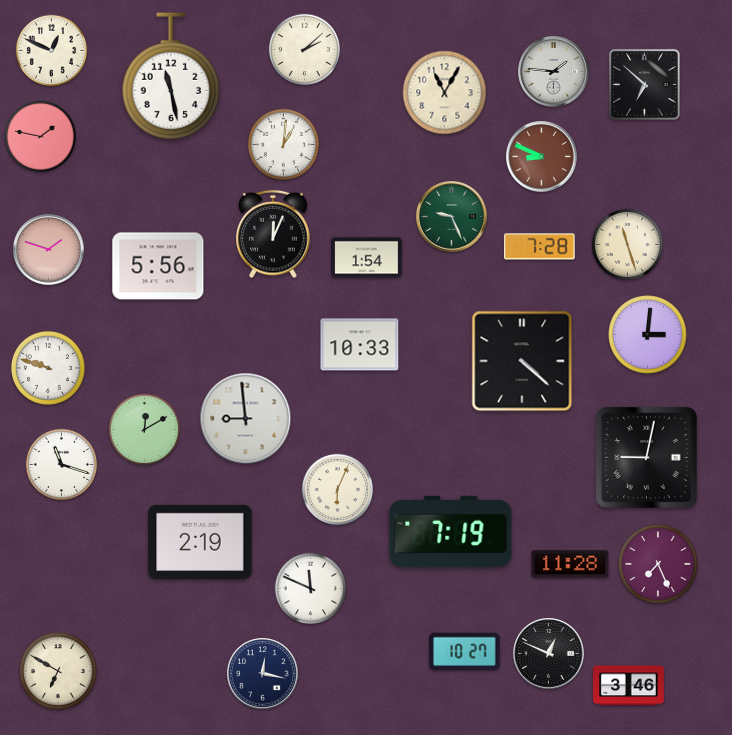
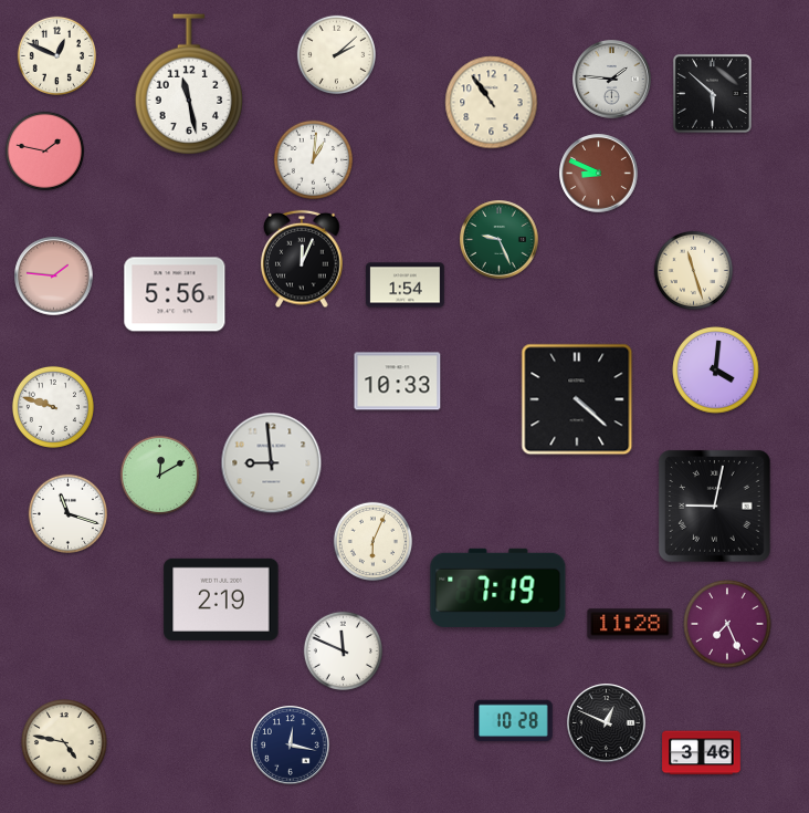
clock at (644, 84): 6:52 -> 5:52
clock at (445, 93): 11:05 -> 10:54
clock at (540, 247): 7:28 -> none
clock at (49, 250): 1:48 -> 1:46
clock at (648, 335): 3:01 -> 4:01
clock at (465, 652): 10:27 -> 10:28
clock at (58, 671): 6:50 -> 4:47
clock at (629, 686) position: (629, 686) -> (702, 753)
